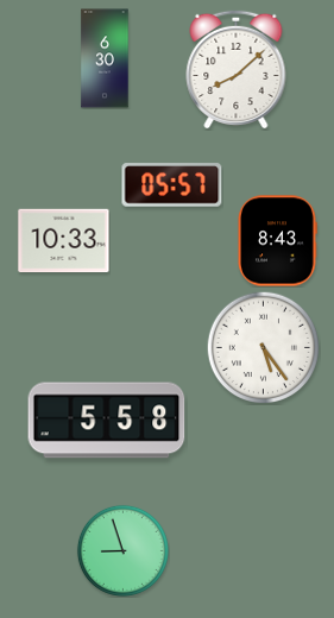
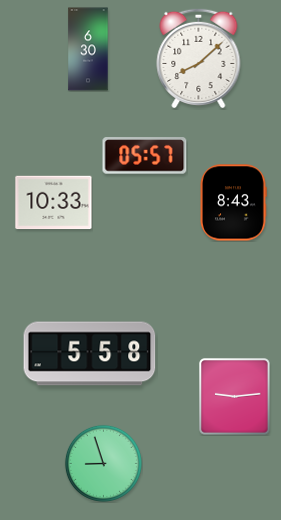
clock at (263, 347): 5:24 -> none
clock at (235, 397): none -> 9:14
